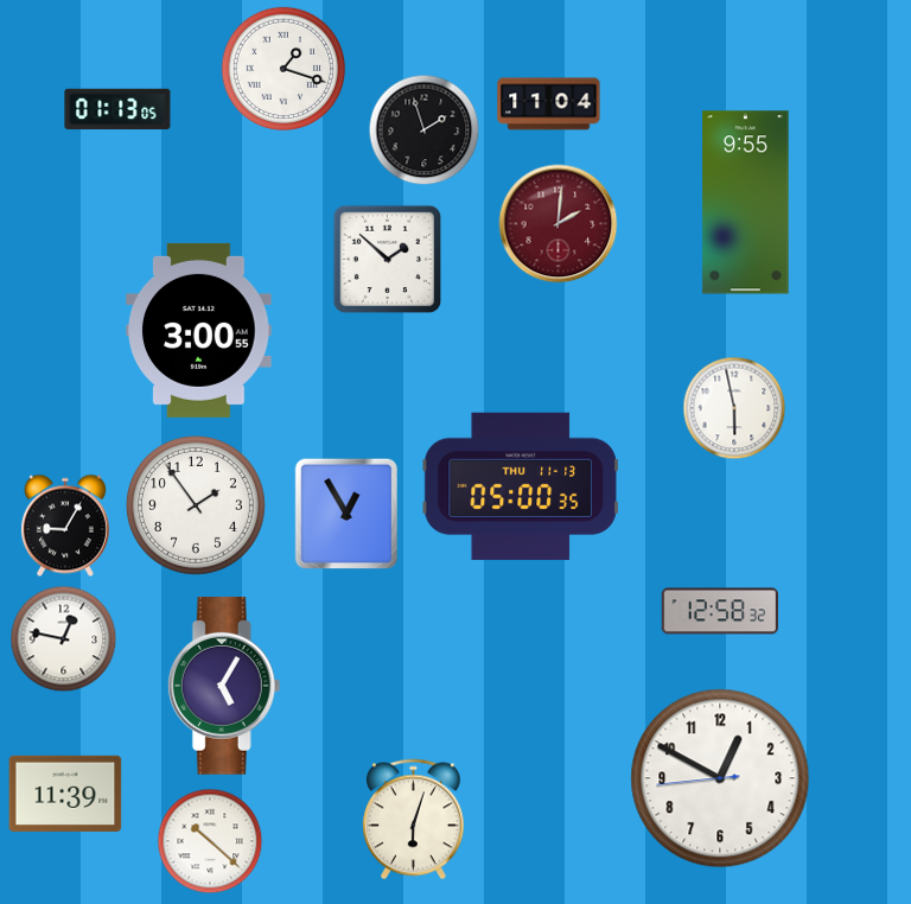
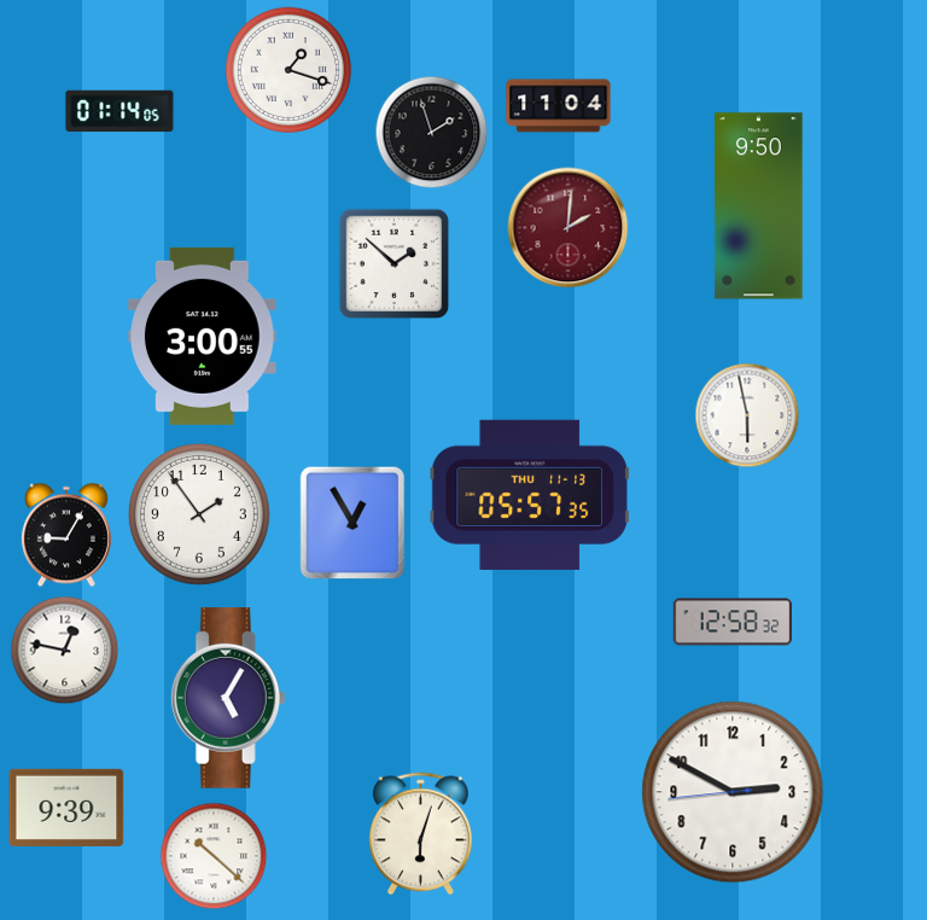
clock at (117, 109): 01:13 -> 01:14
clock at (746, 203): 9:55 -> 9:50
clock at (521, 486): 05:00 -> 05:57
clock at (720, 778): 12:49 -> 2:49
clock at (65, 794): 11:39 -> 9:39
